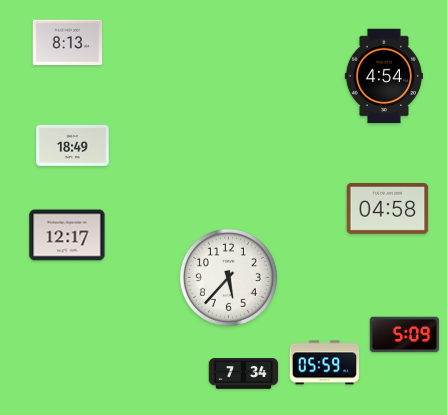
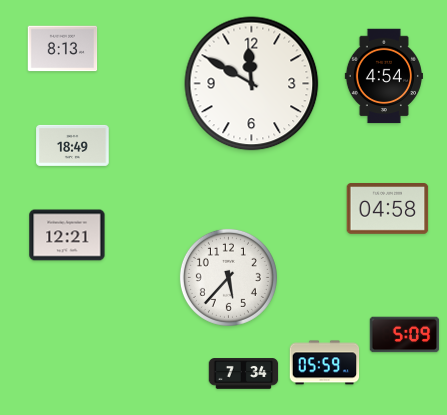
clock at (68, 43) position: (68, 43) -> (63, 49)
clock at (252, 84): none -> 11:50
clock at (67, 235): 12:17 -> 12:21
